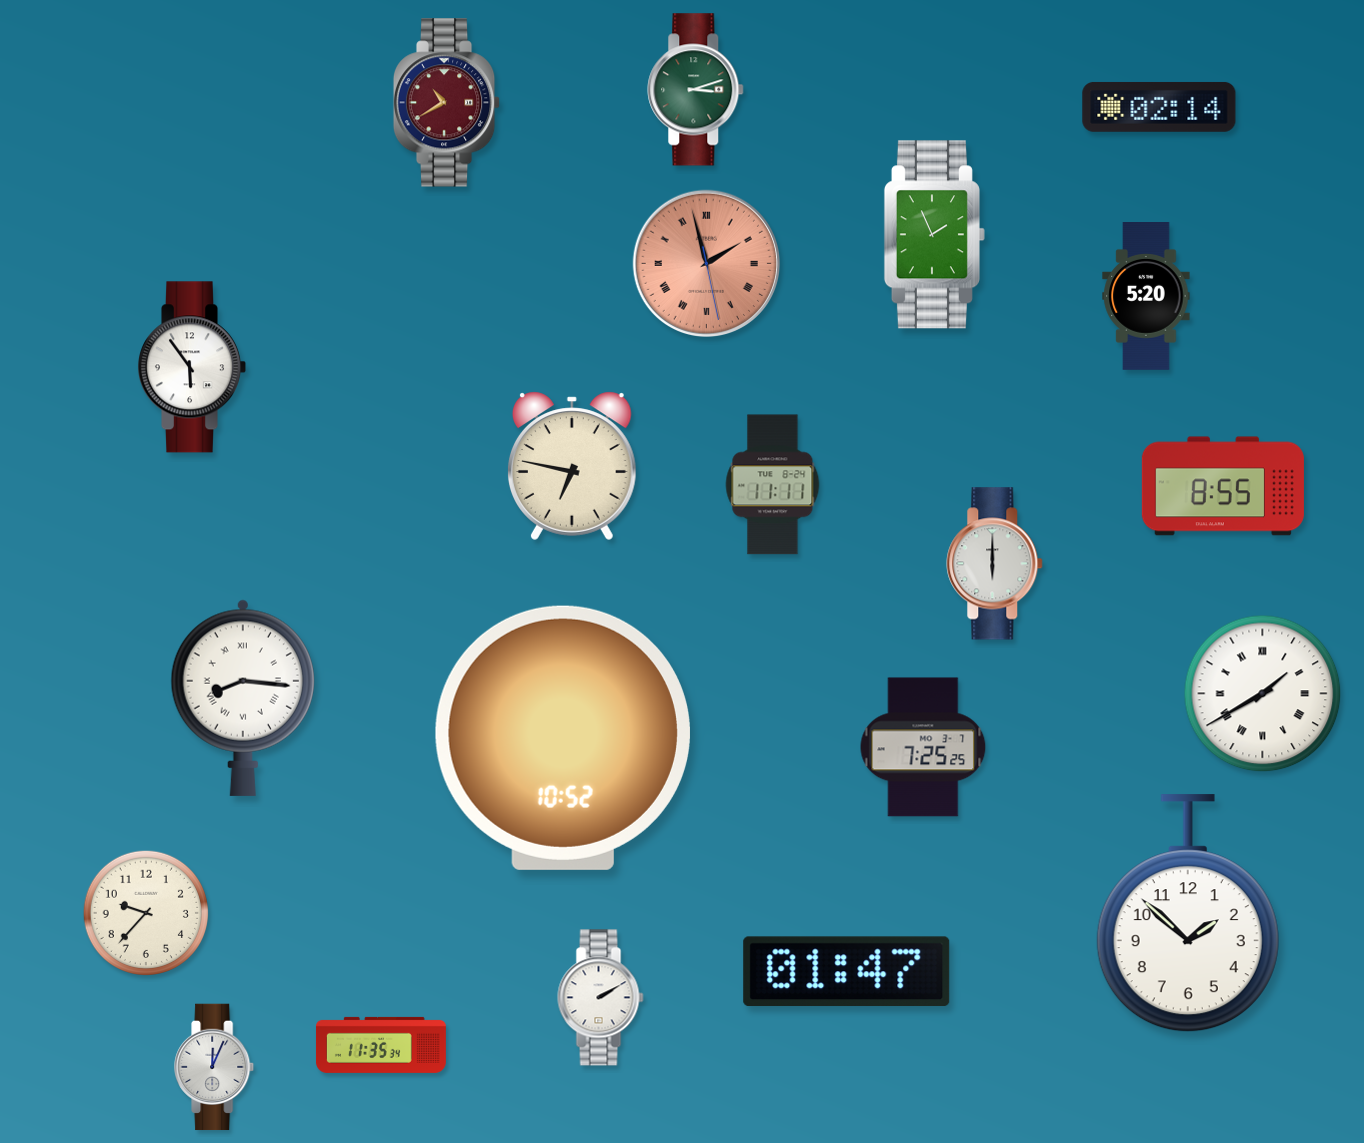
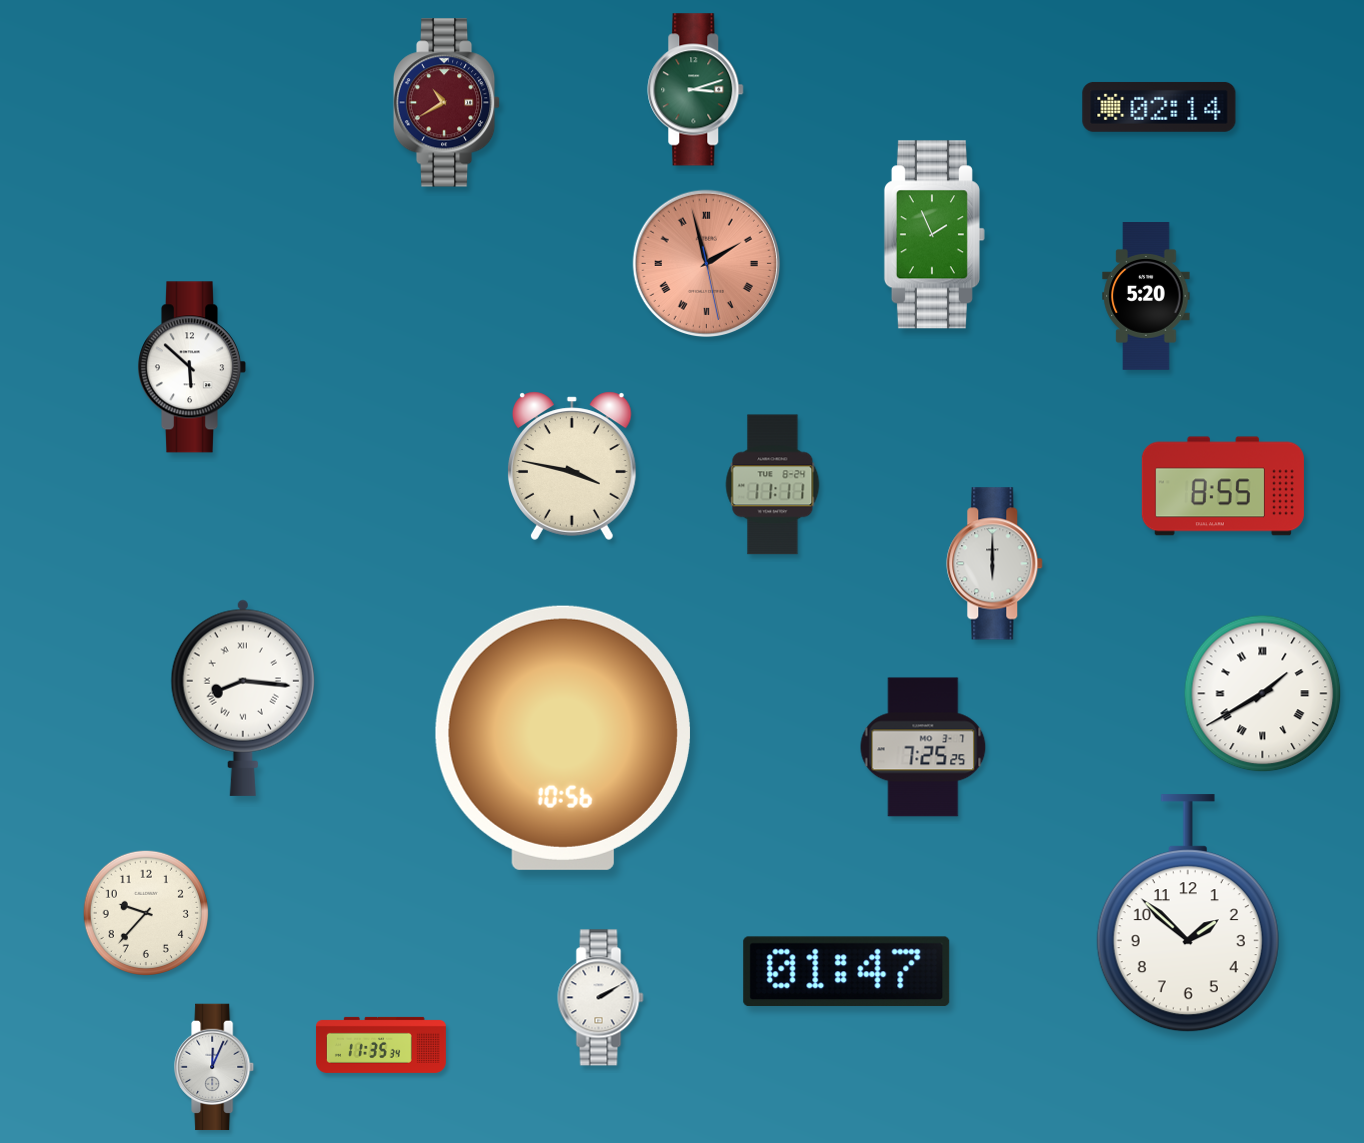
clock at (192, 367): 5:54 -> 5:52
clock at (572, 466): 6:47 -> 3:47
clock at (563, 738): 10:52 -> 10:56
